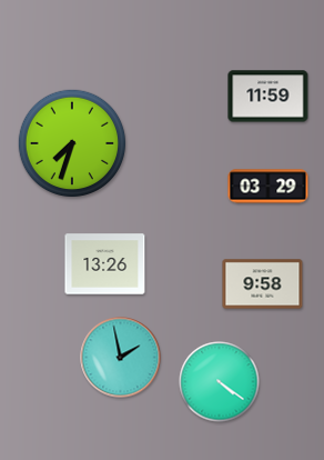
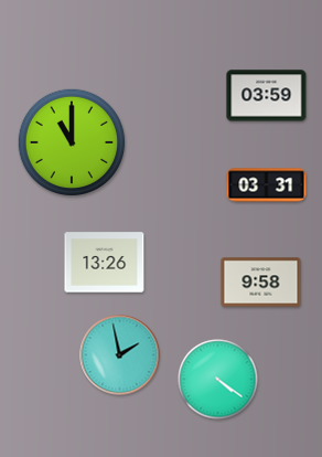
clock at (269, 97): 11:59 -> 03:59
clock at (72, 143): 7:33 -> 11:00
clock at (269, 187): 03:29 -> 03:31
